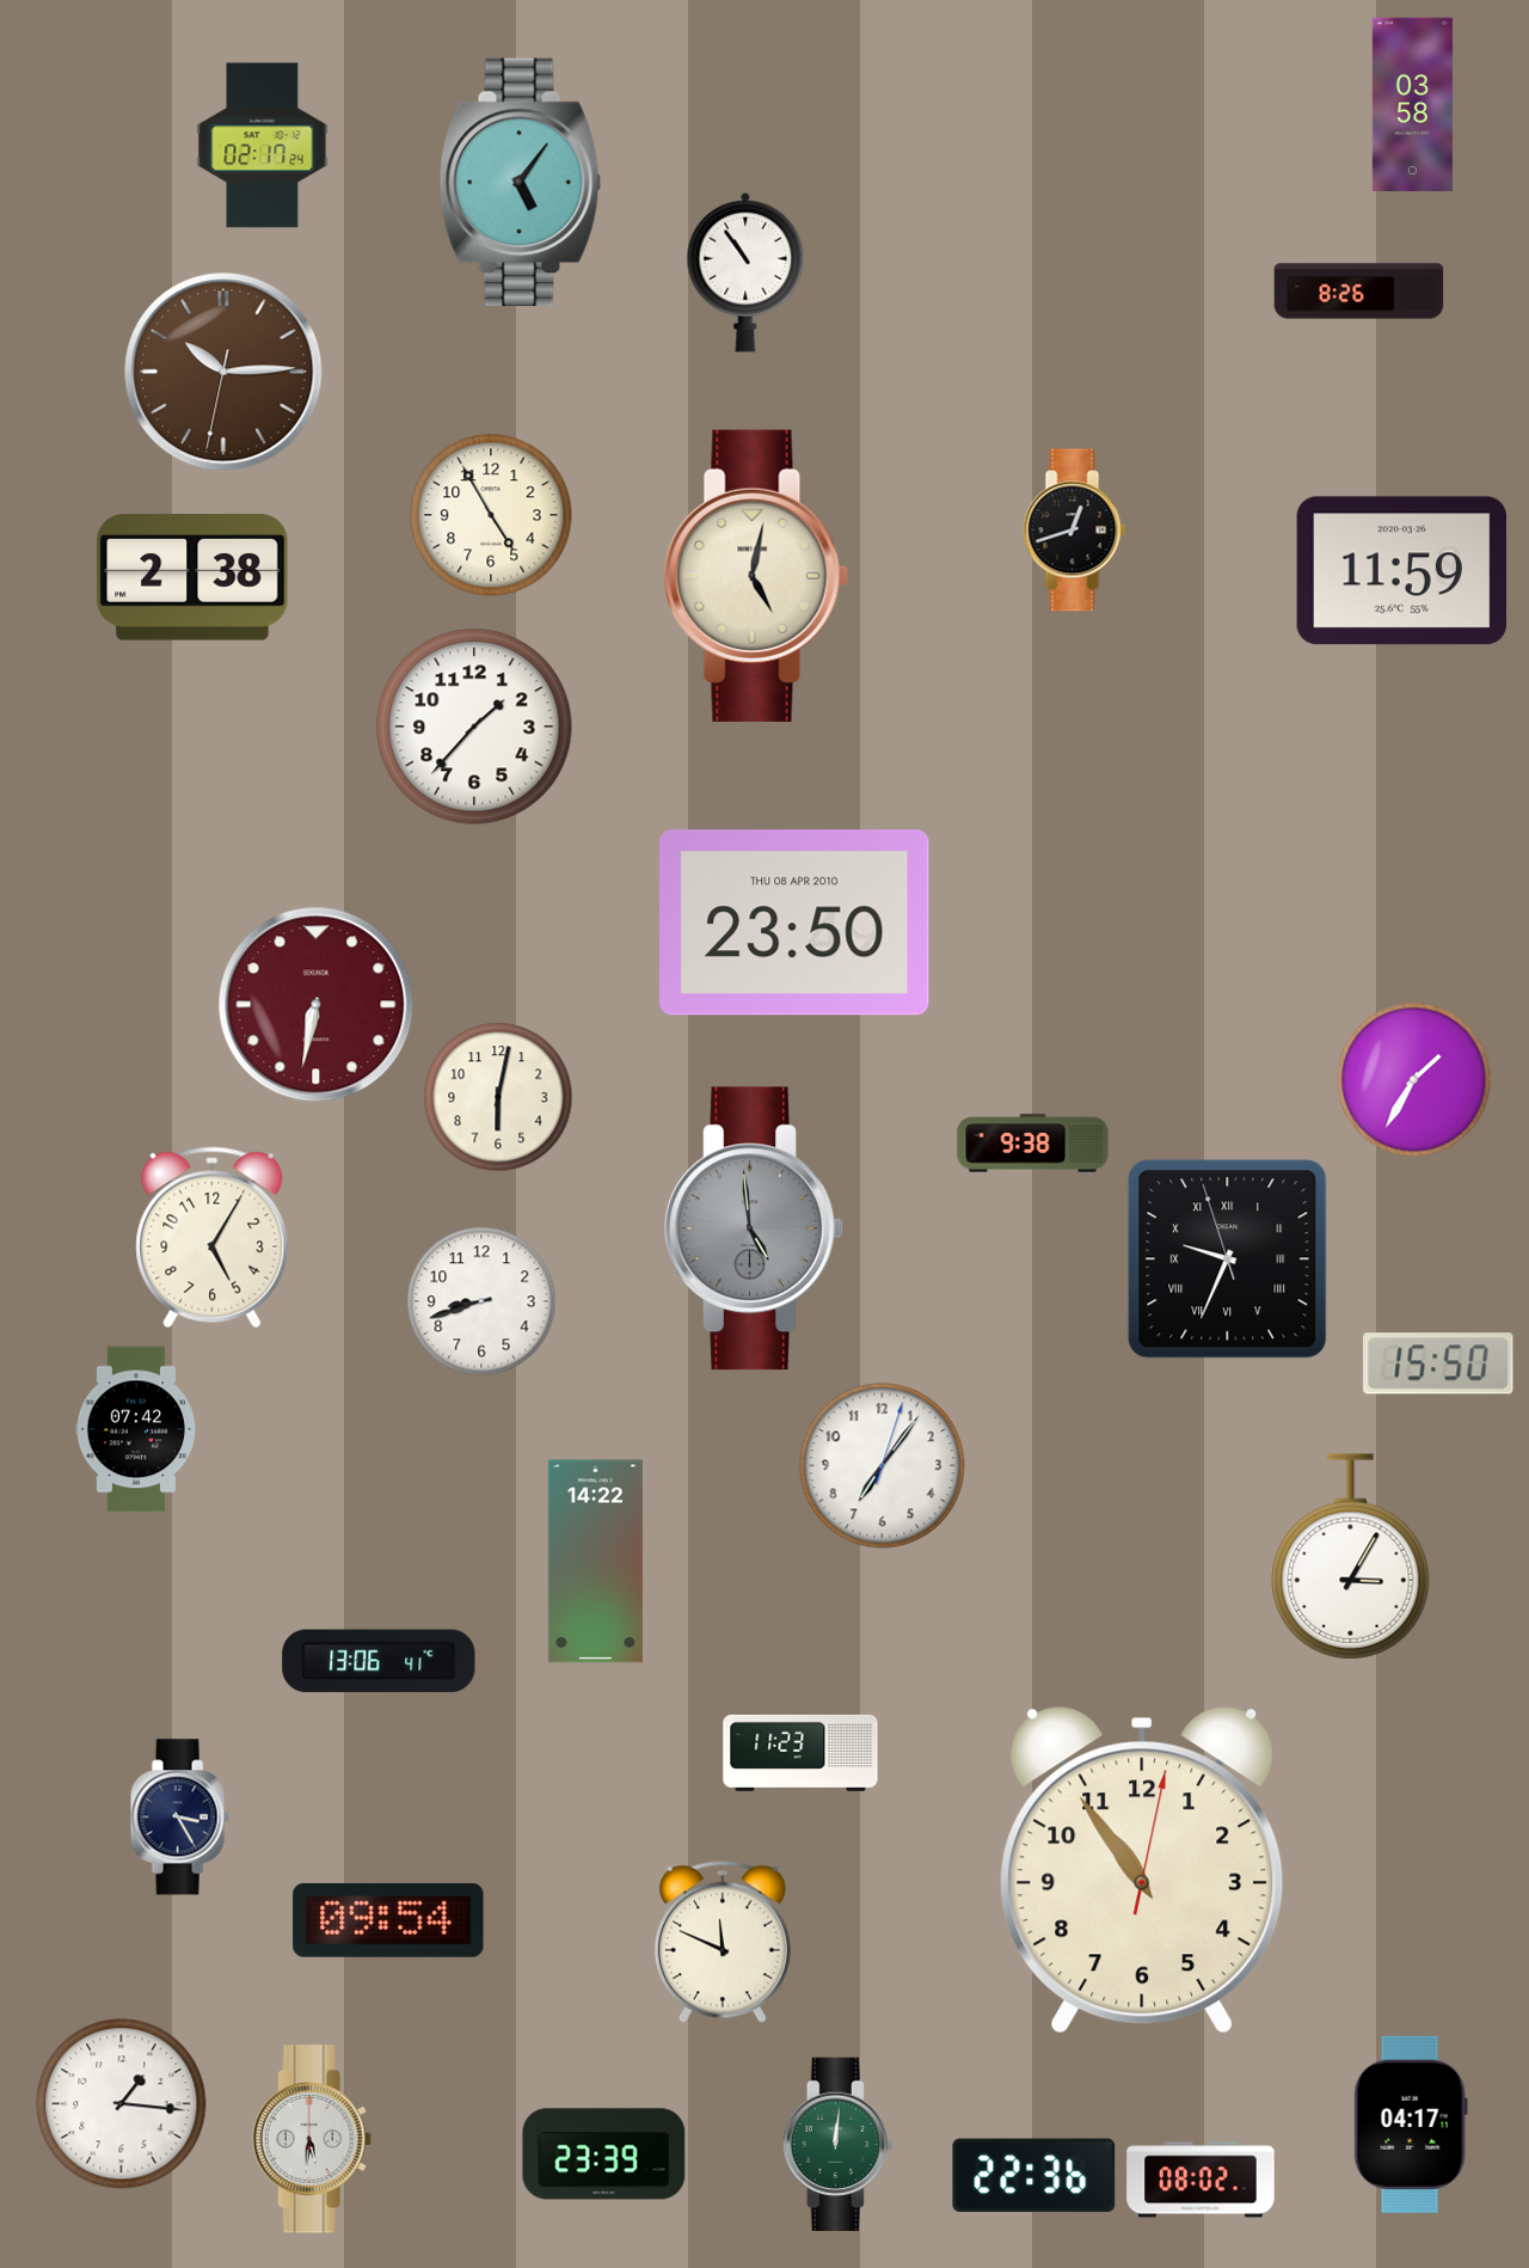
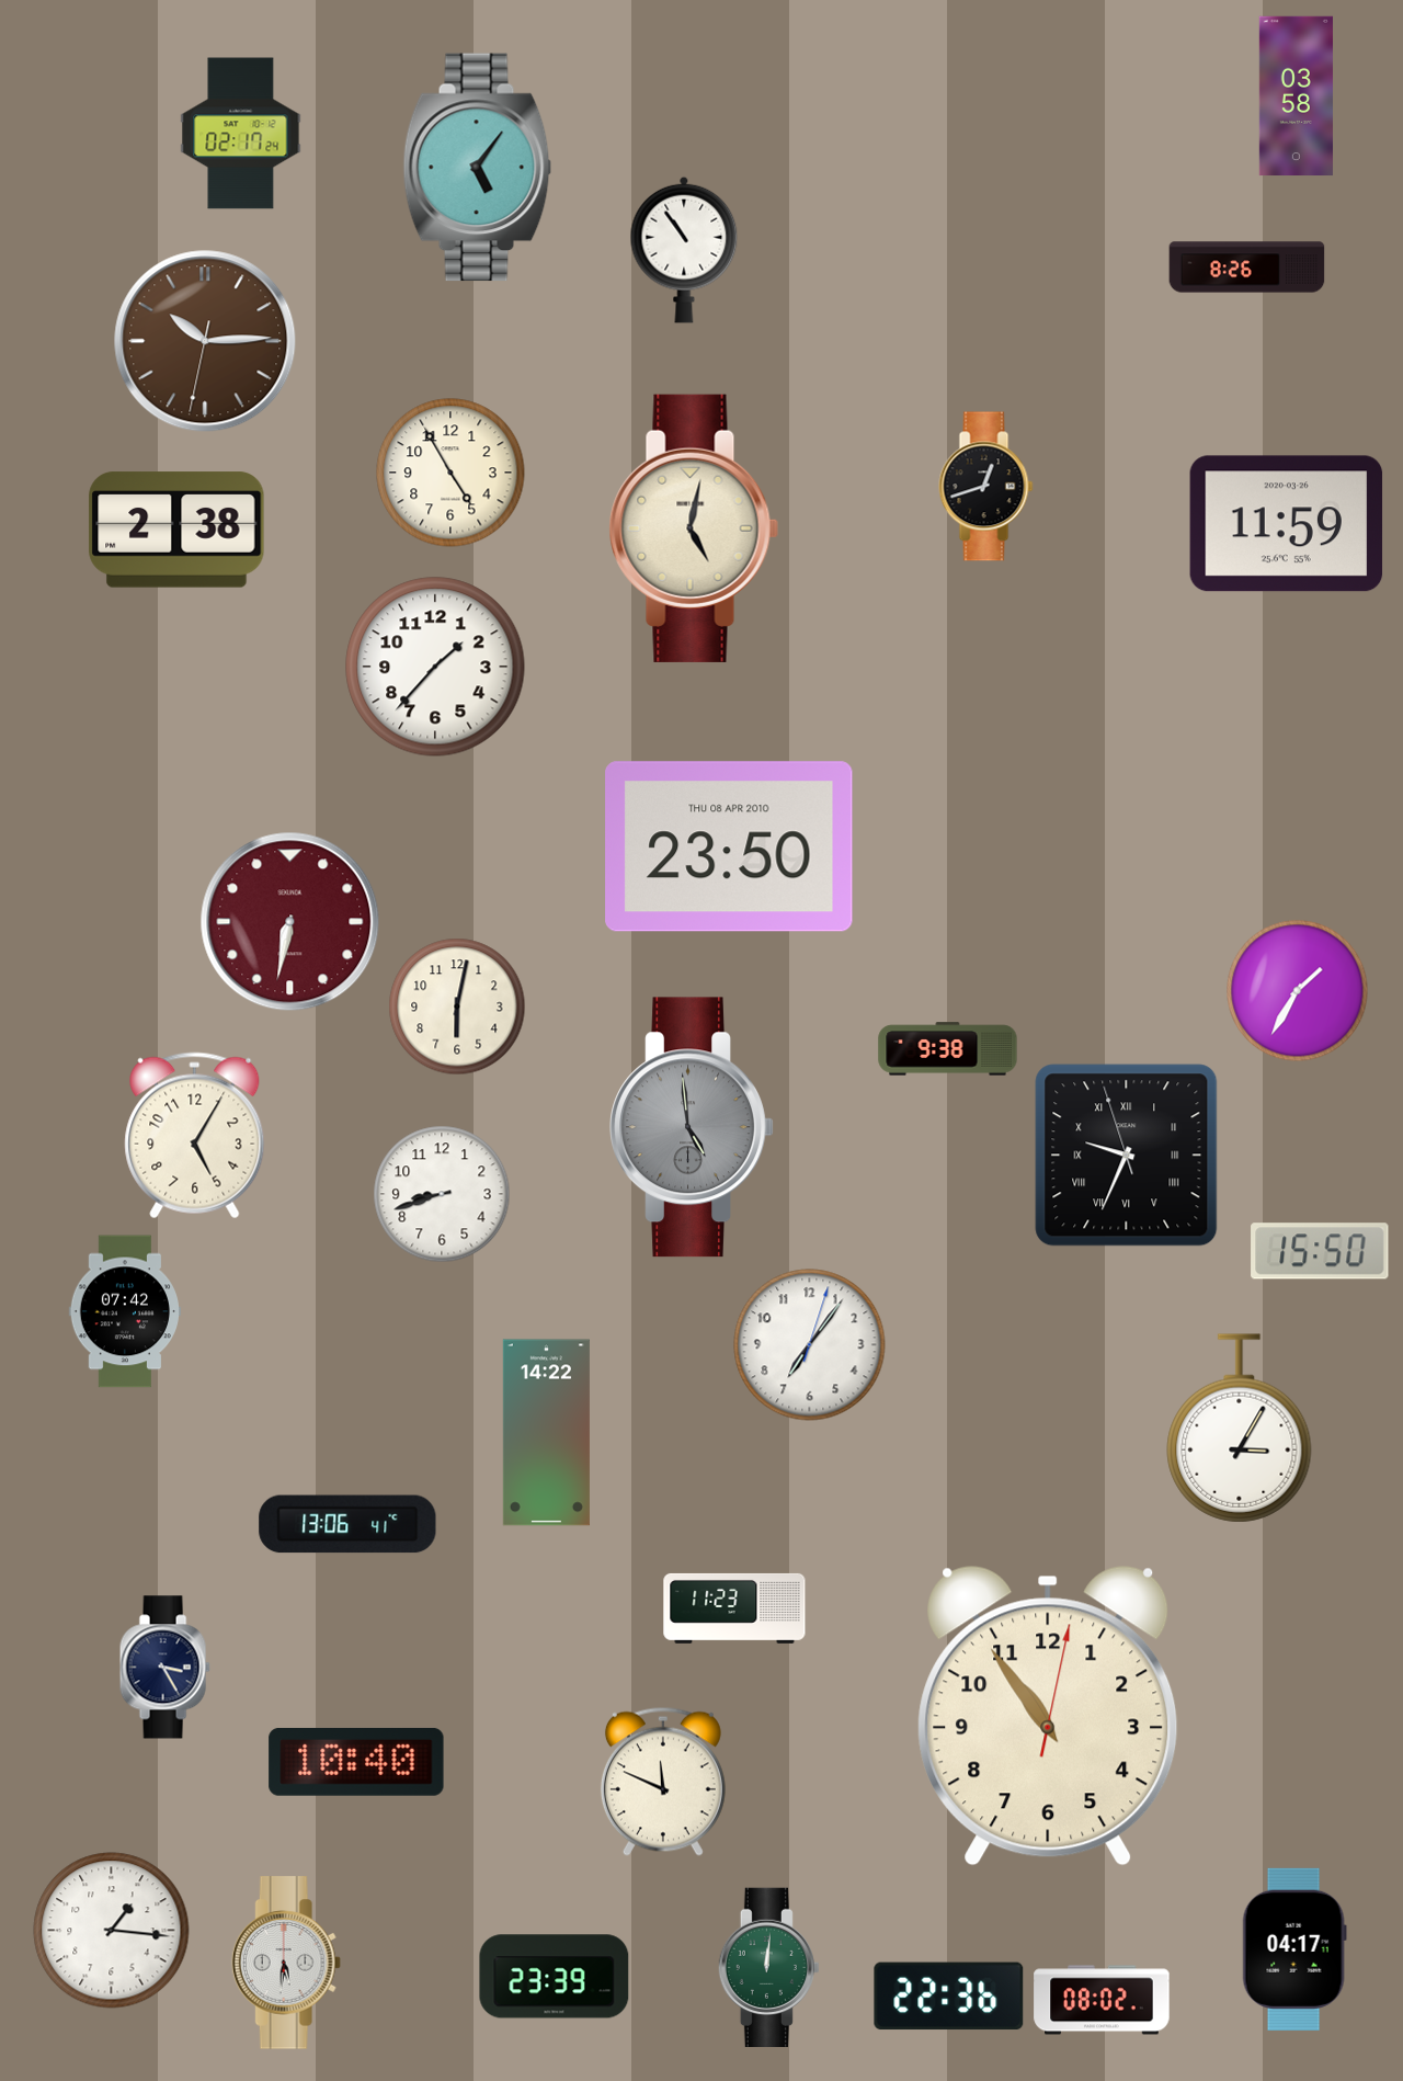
clock at (388, 1920): 09:54 -> 10:40
